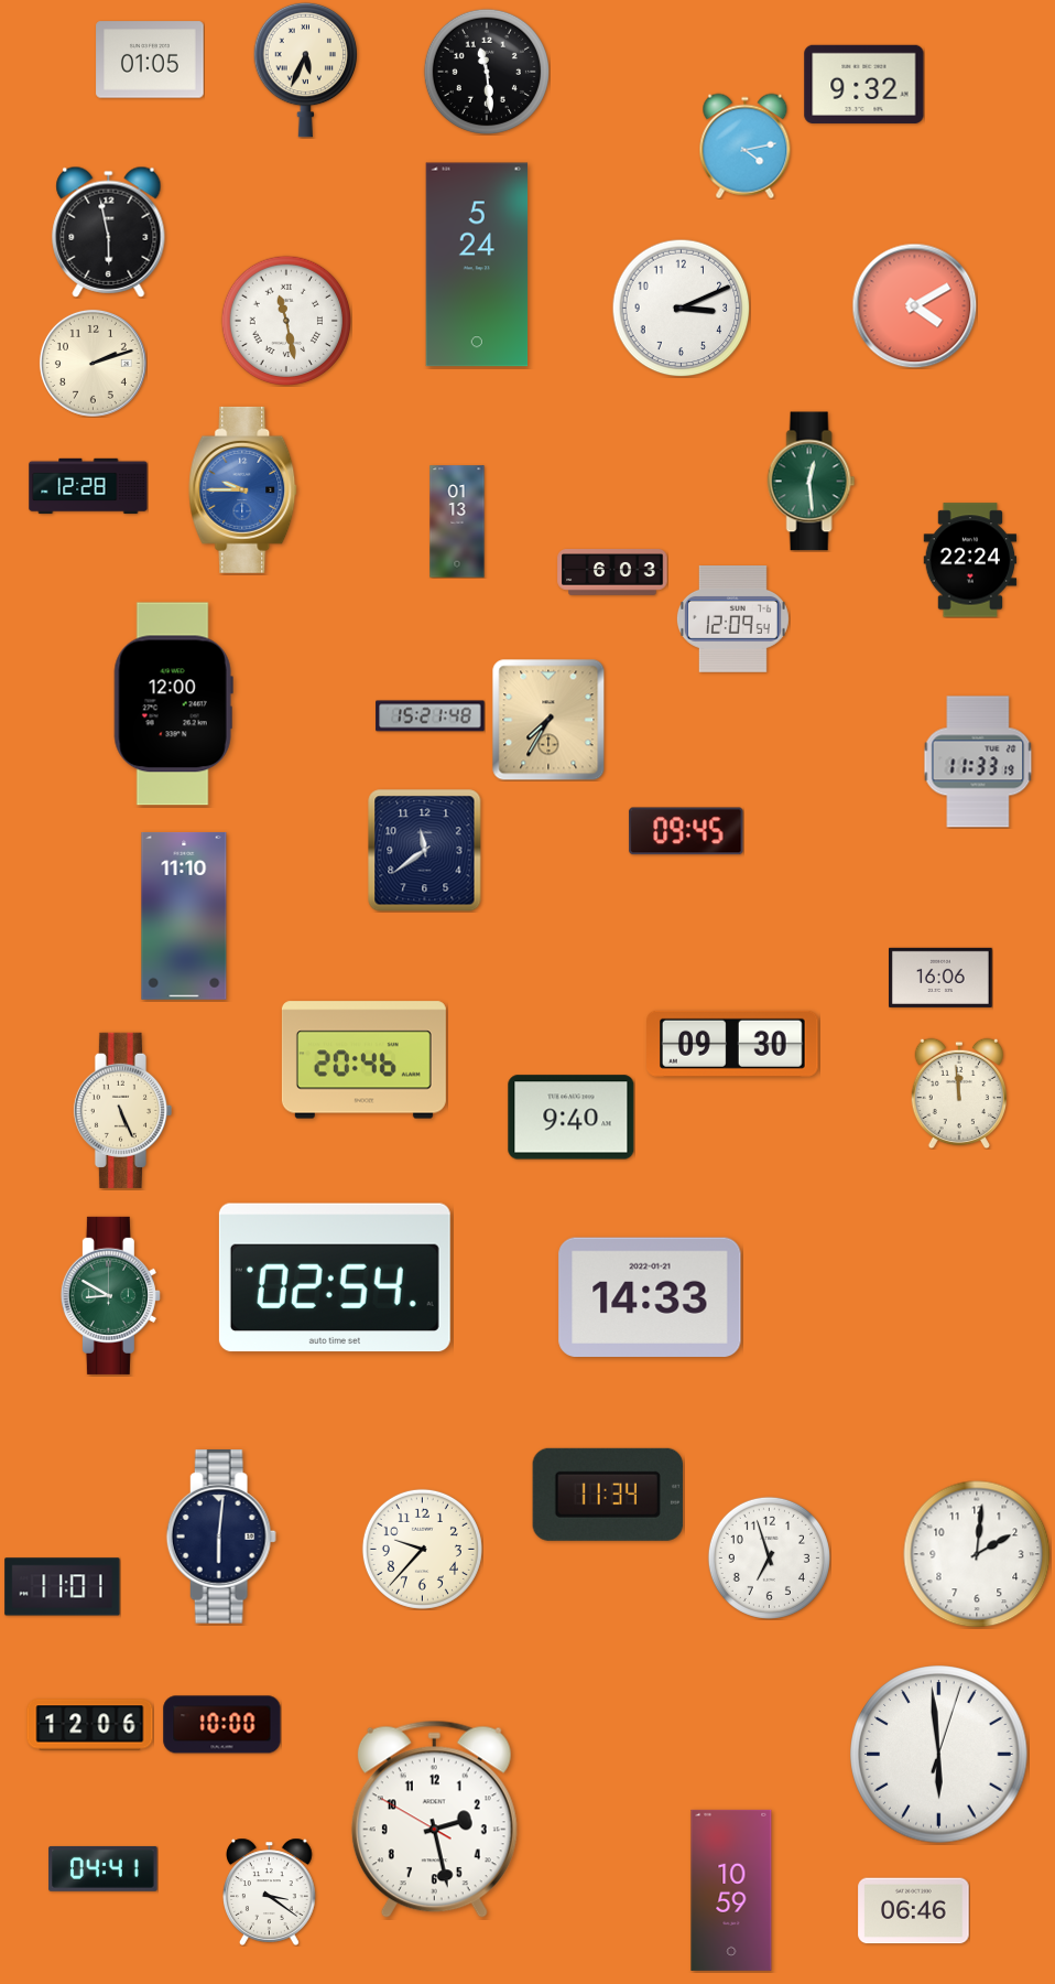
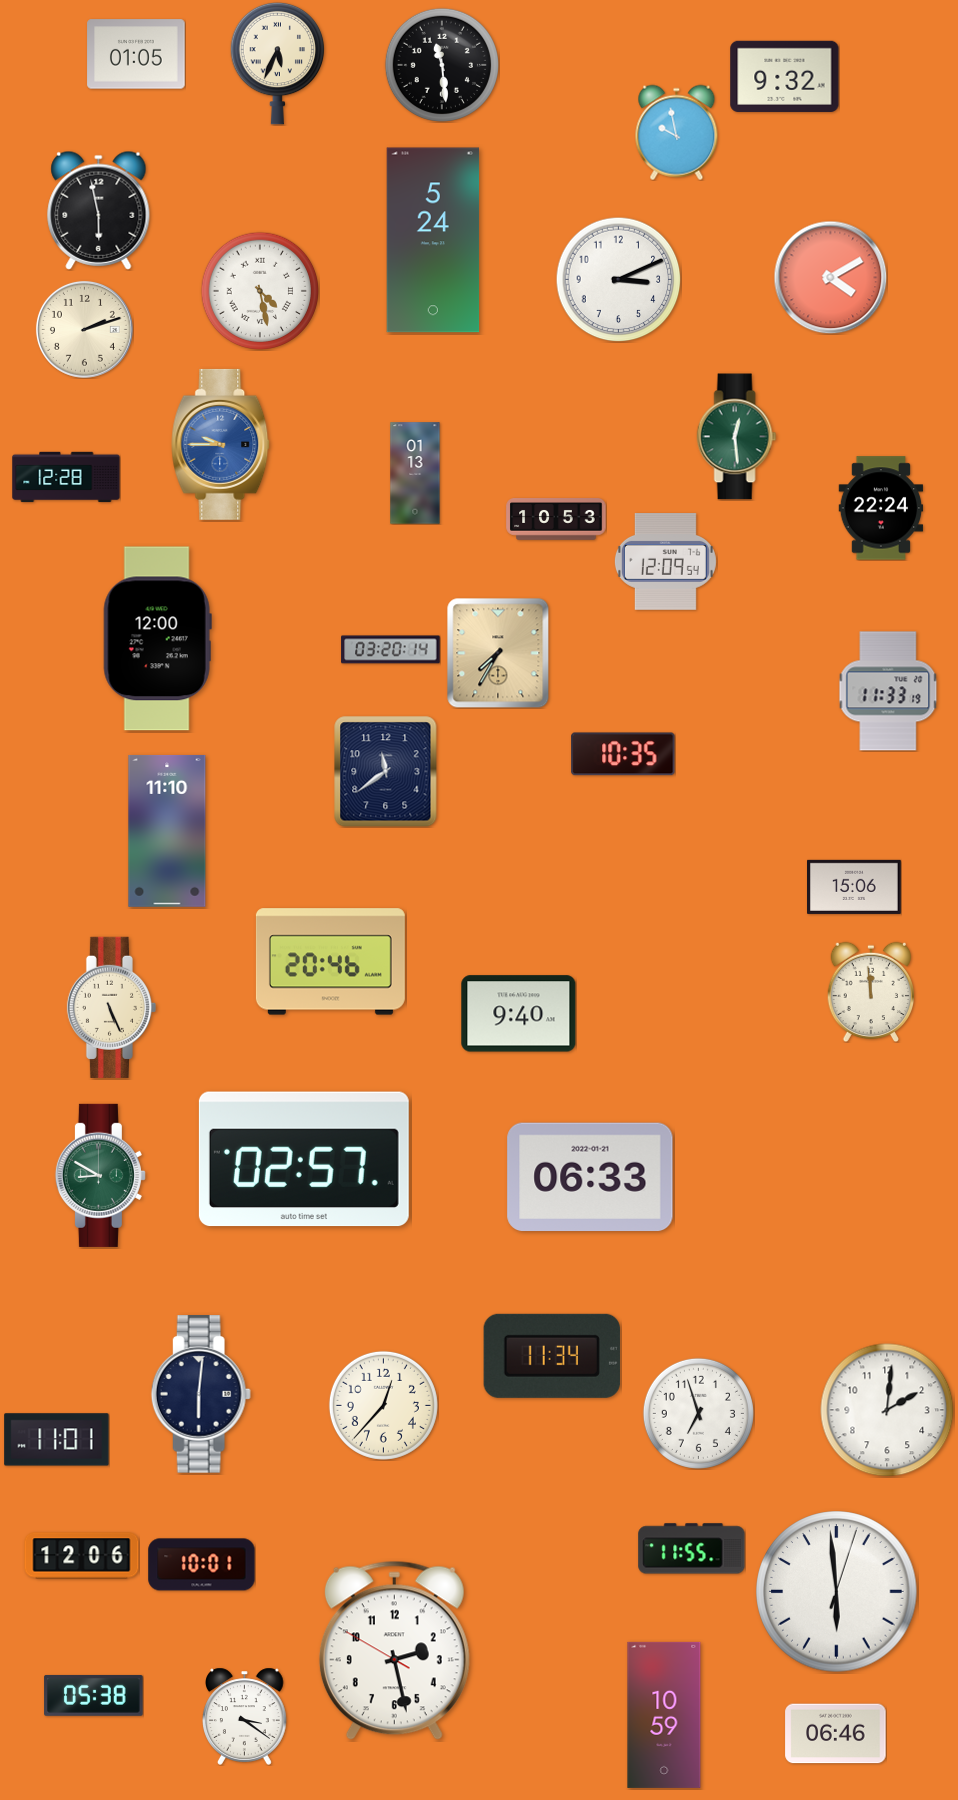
clock at (746, 145): 4:13 -> 9:58
clock at (285, 320): 11:28 -> 4:28
clock at (88, 486) position: (88, 486) -> (66, 477)
clock at (612, 573): 6:03 -> 10:53
clock at (431, 716): 15:21 -> 03:20
clock at (686, 831): 09:45 -> 10:35
clock at (942, 978): 16:06 -> 15:06
clock at (733, 1044): 09:30 -> none
clock at (335, 1277): 02:54 -> 02:57
clock at (650, 1297): 14:33 -> 06:33
clock at (422, 1549): 9:37 -> 12:37
clock at (692, 1549): none -> 11:55
clock at (90, 1725) position: (90, 1725) -> (82, 1556)
clock at (222, 1725): 10:00 -> 10:01
clock at (939, 1755) position: (939, 1755) -> (837, 1592)
clock at (104, 1868): 04:41 -> 05:38
clock at (914, 1911) position: (914, 1911) -> (836, 1734)
